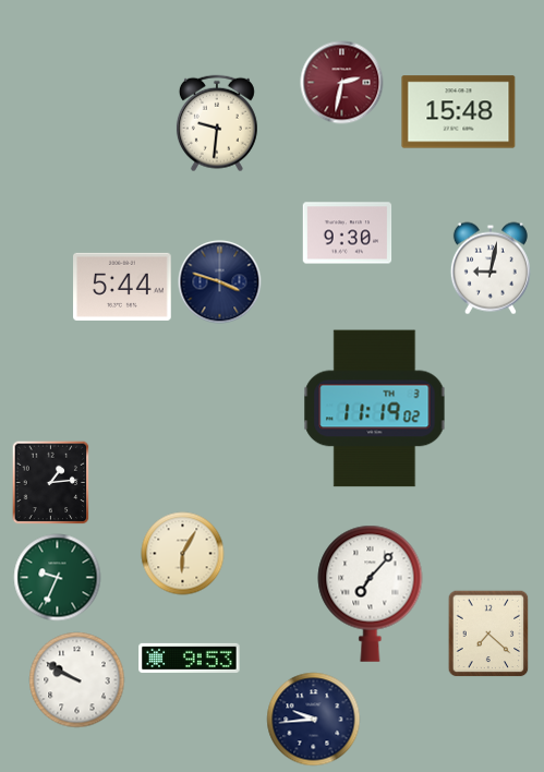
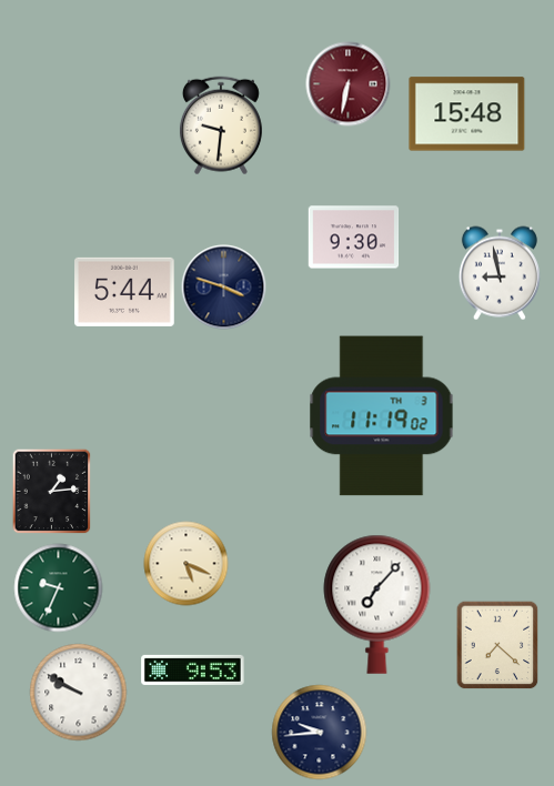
clock at (342, 83): 2:32 -> 6:32
clock at (491, 268): 9:02 -> 8:58
clock at (183, 554): 6:05 -> 5:19
